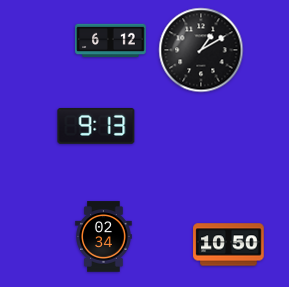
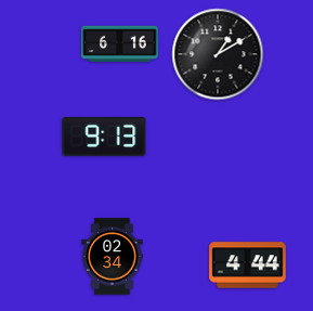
clock at (111, 41): 6:12 -> 6:16
clock at (229, 245): 10:50 -> 4:44
